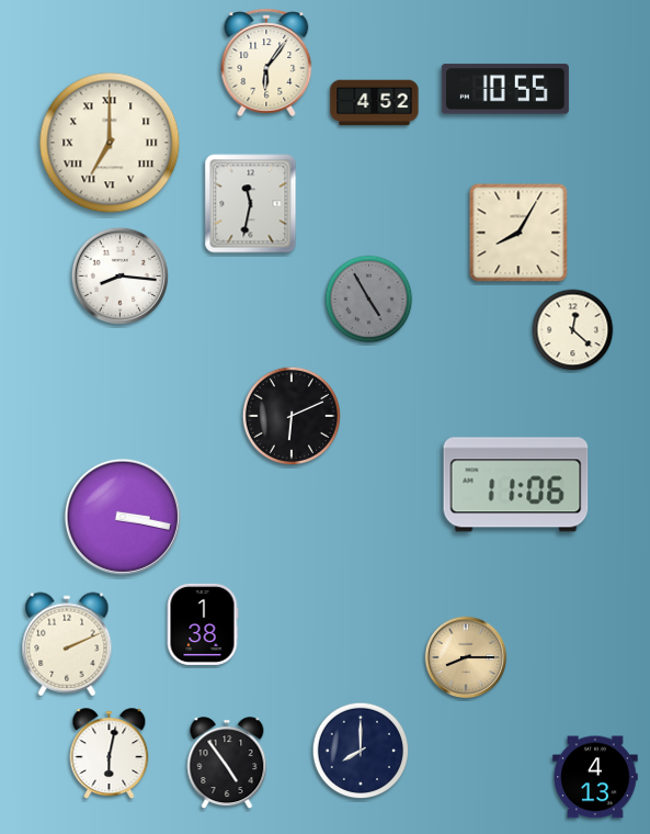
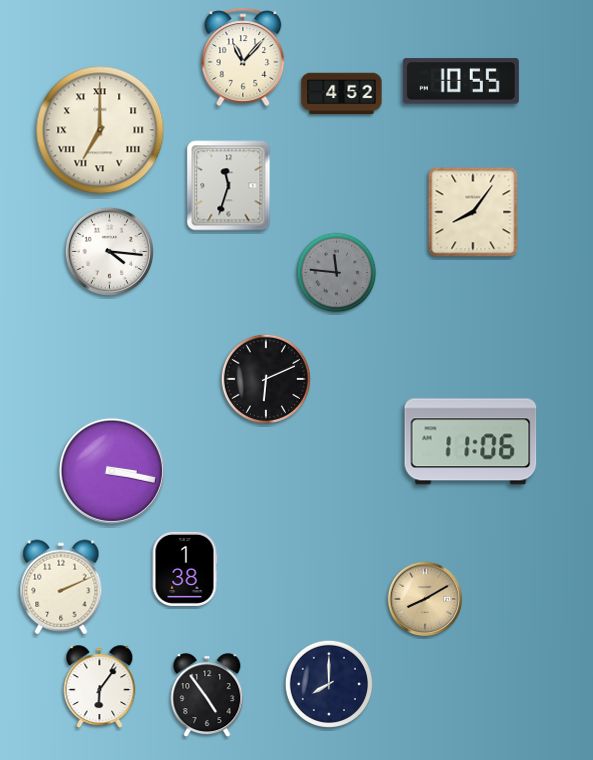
clock at (266, 63): 6:06 -> 11:07
clock at (251, 204): 11:32 -> 11:33
clock at (518, 233): 8:05 -> 8:06
clock at (119, 275): 8:16 -> 4:16
clock at (369, 300): 4:55 -> 11:46
clock at (573, 330): 12:22 -> none
clock at (466, 657): 8:15 -> 8:10
clock at (110, 753): 6:02 -> 6:06
clock at (595, 777): 4:13 -> none
